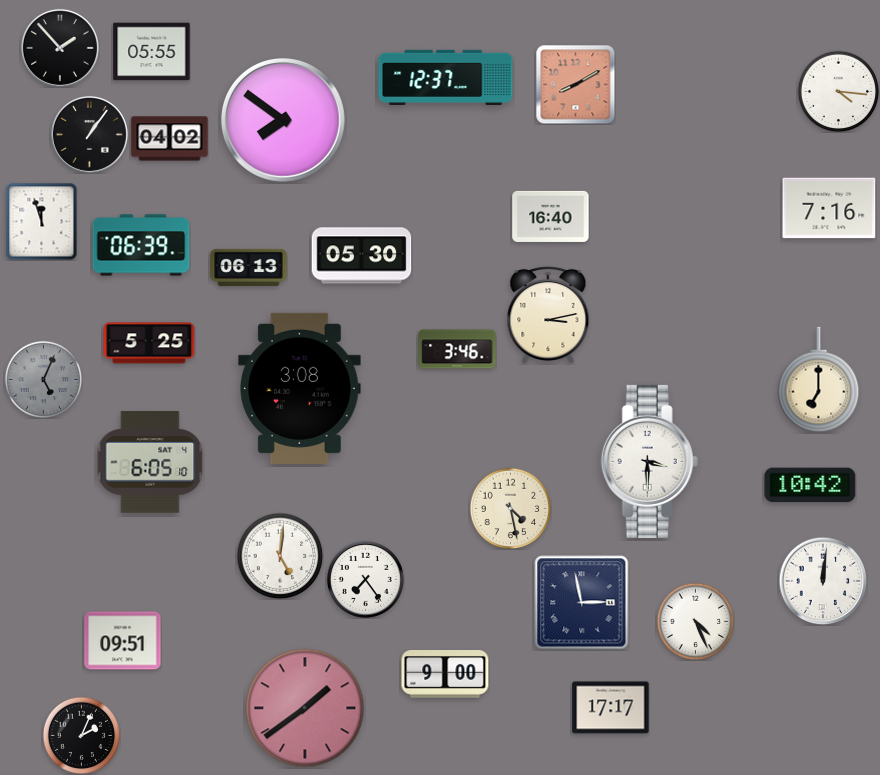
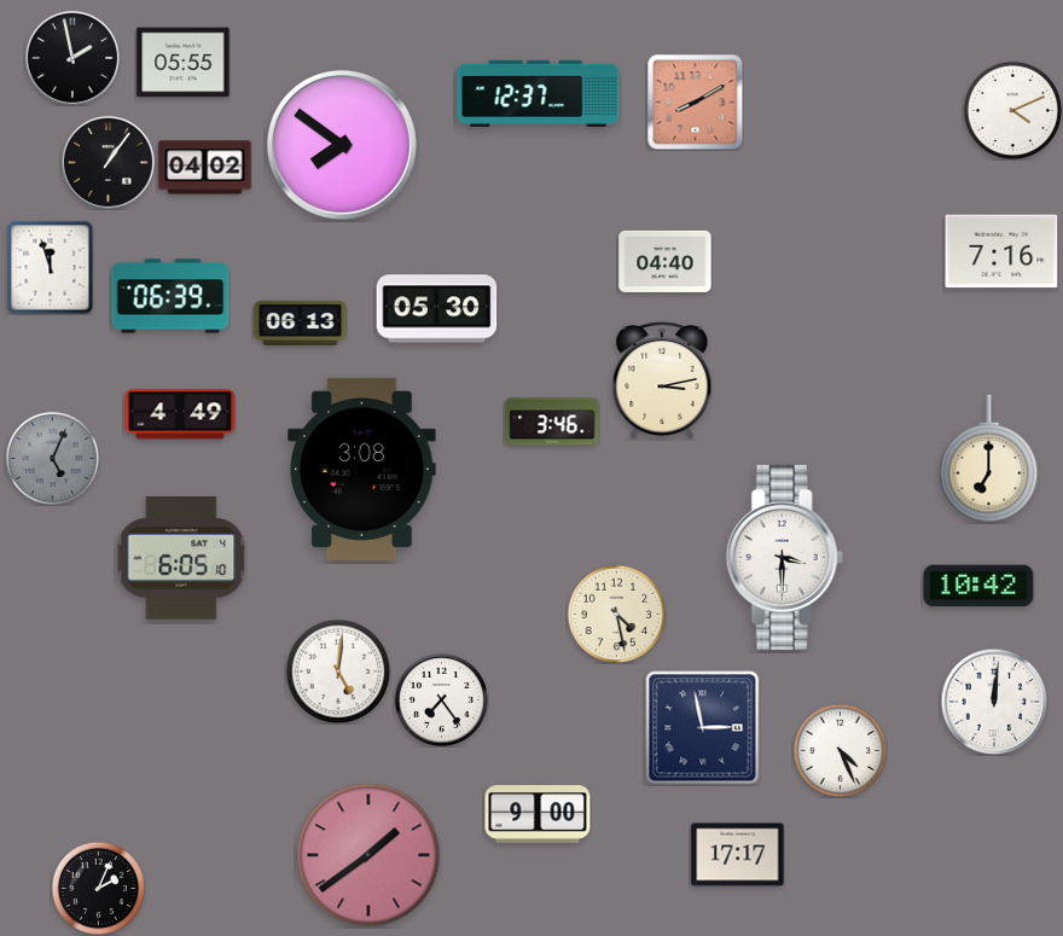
clock at (60, 48): 1:53 -> 1:58
clock at (838, 91): 4:16 -> 4:11
clock at (551, 216): 16:40 -> 04:40
clock at (149, 343): 5:25 -> 4:49
clock at (123, 641): 09:51 -> none
